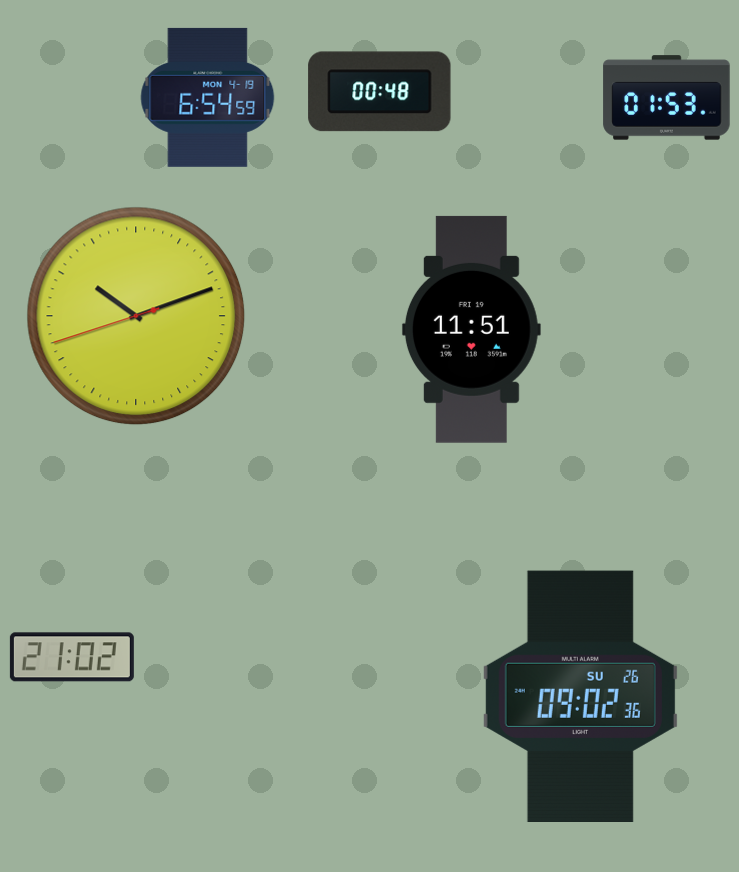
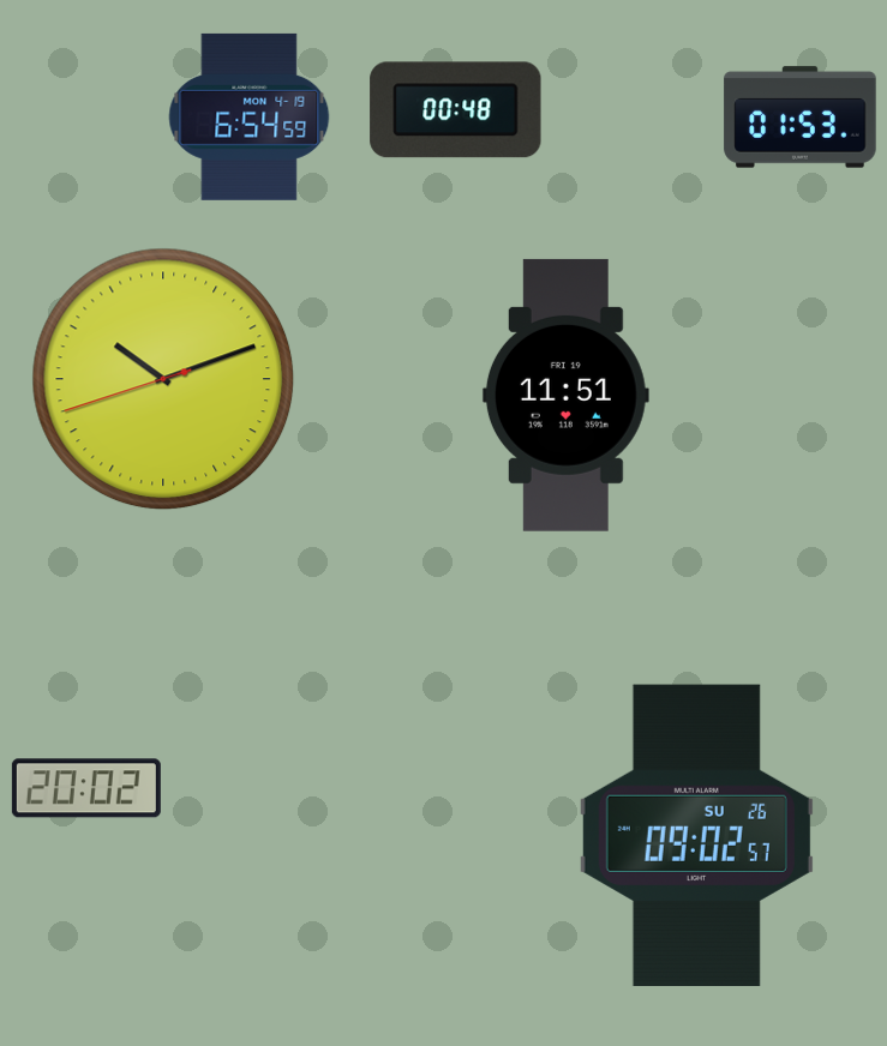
clock at (72, 657): 21:02 -> 20:02
clock at (580, 696): 09:02:36 -> 09:02:57
